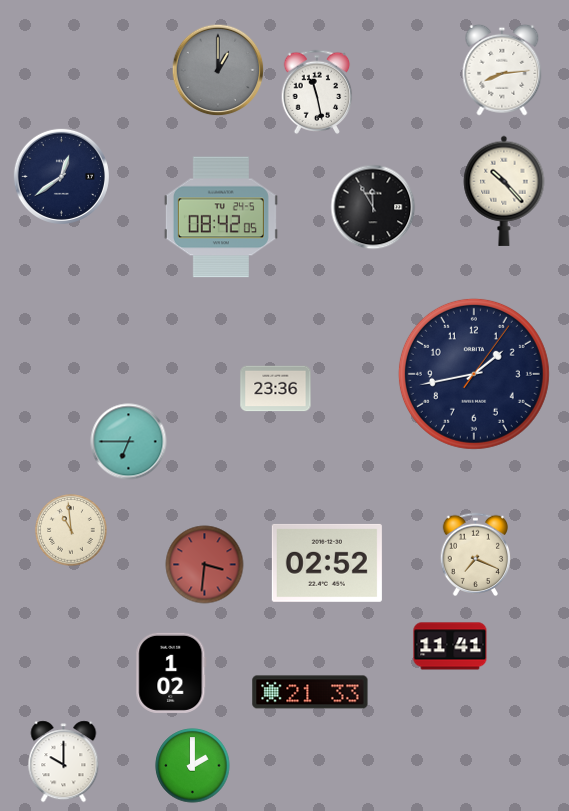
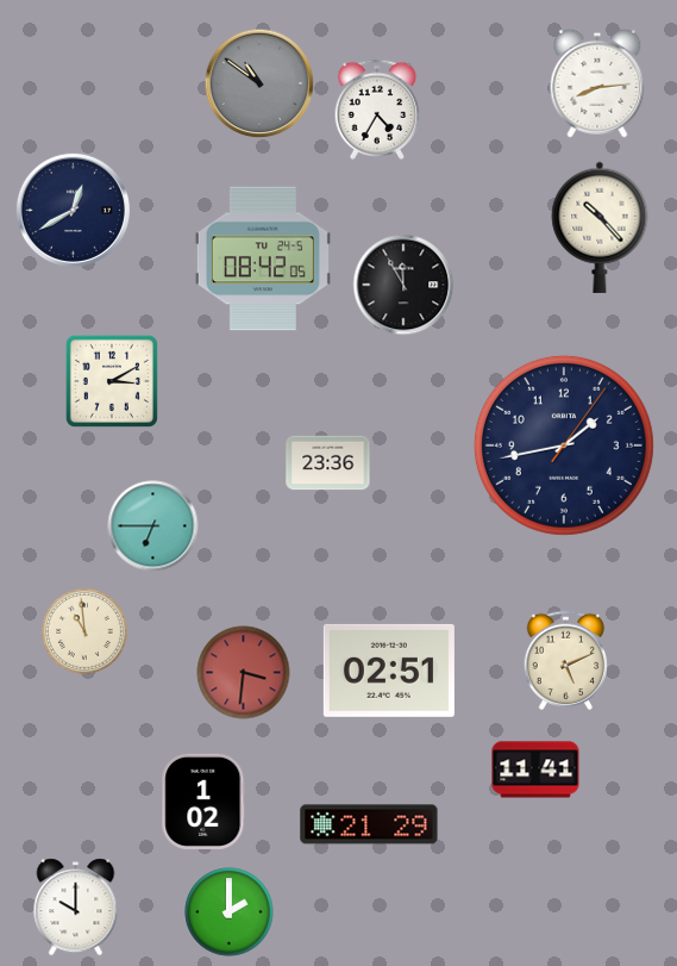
clock at (218, 70): 1:00 -> 10:51
clock at (317, 92): 11:28 -> 4:35
clock at (61, 176): 12:39 -> 12:40
clock at (373, 207) position: (373, 207) -> (403, 285)
clock at (112, 381): none -> 3:10
clock at (476, 554): 7:19 -> 5:11
clock at (327, 563): 02:52 -> 02:51
clock at (310, 692): 21:33 -> 21:29
